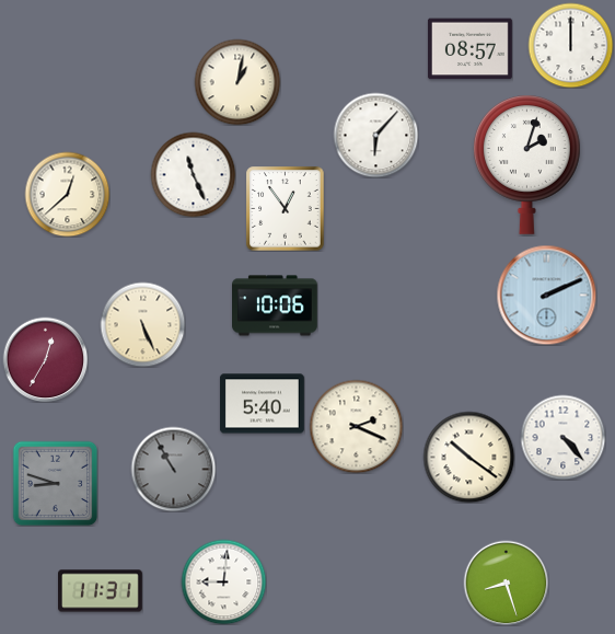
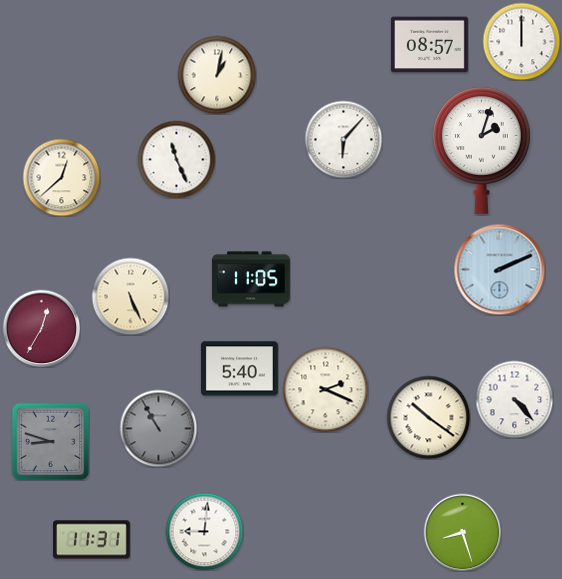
clock at (375, 135) position: (375, 135) -> (343, 139)
clock at (286, 208): 12:54 -> none
clock at (276, 306): 10:06 -> 11:05
